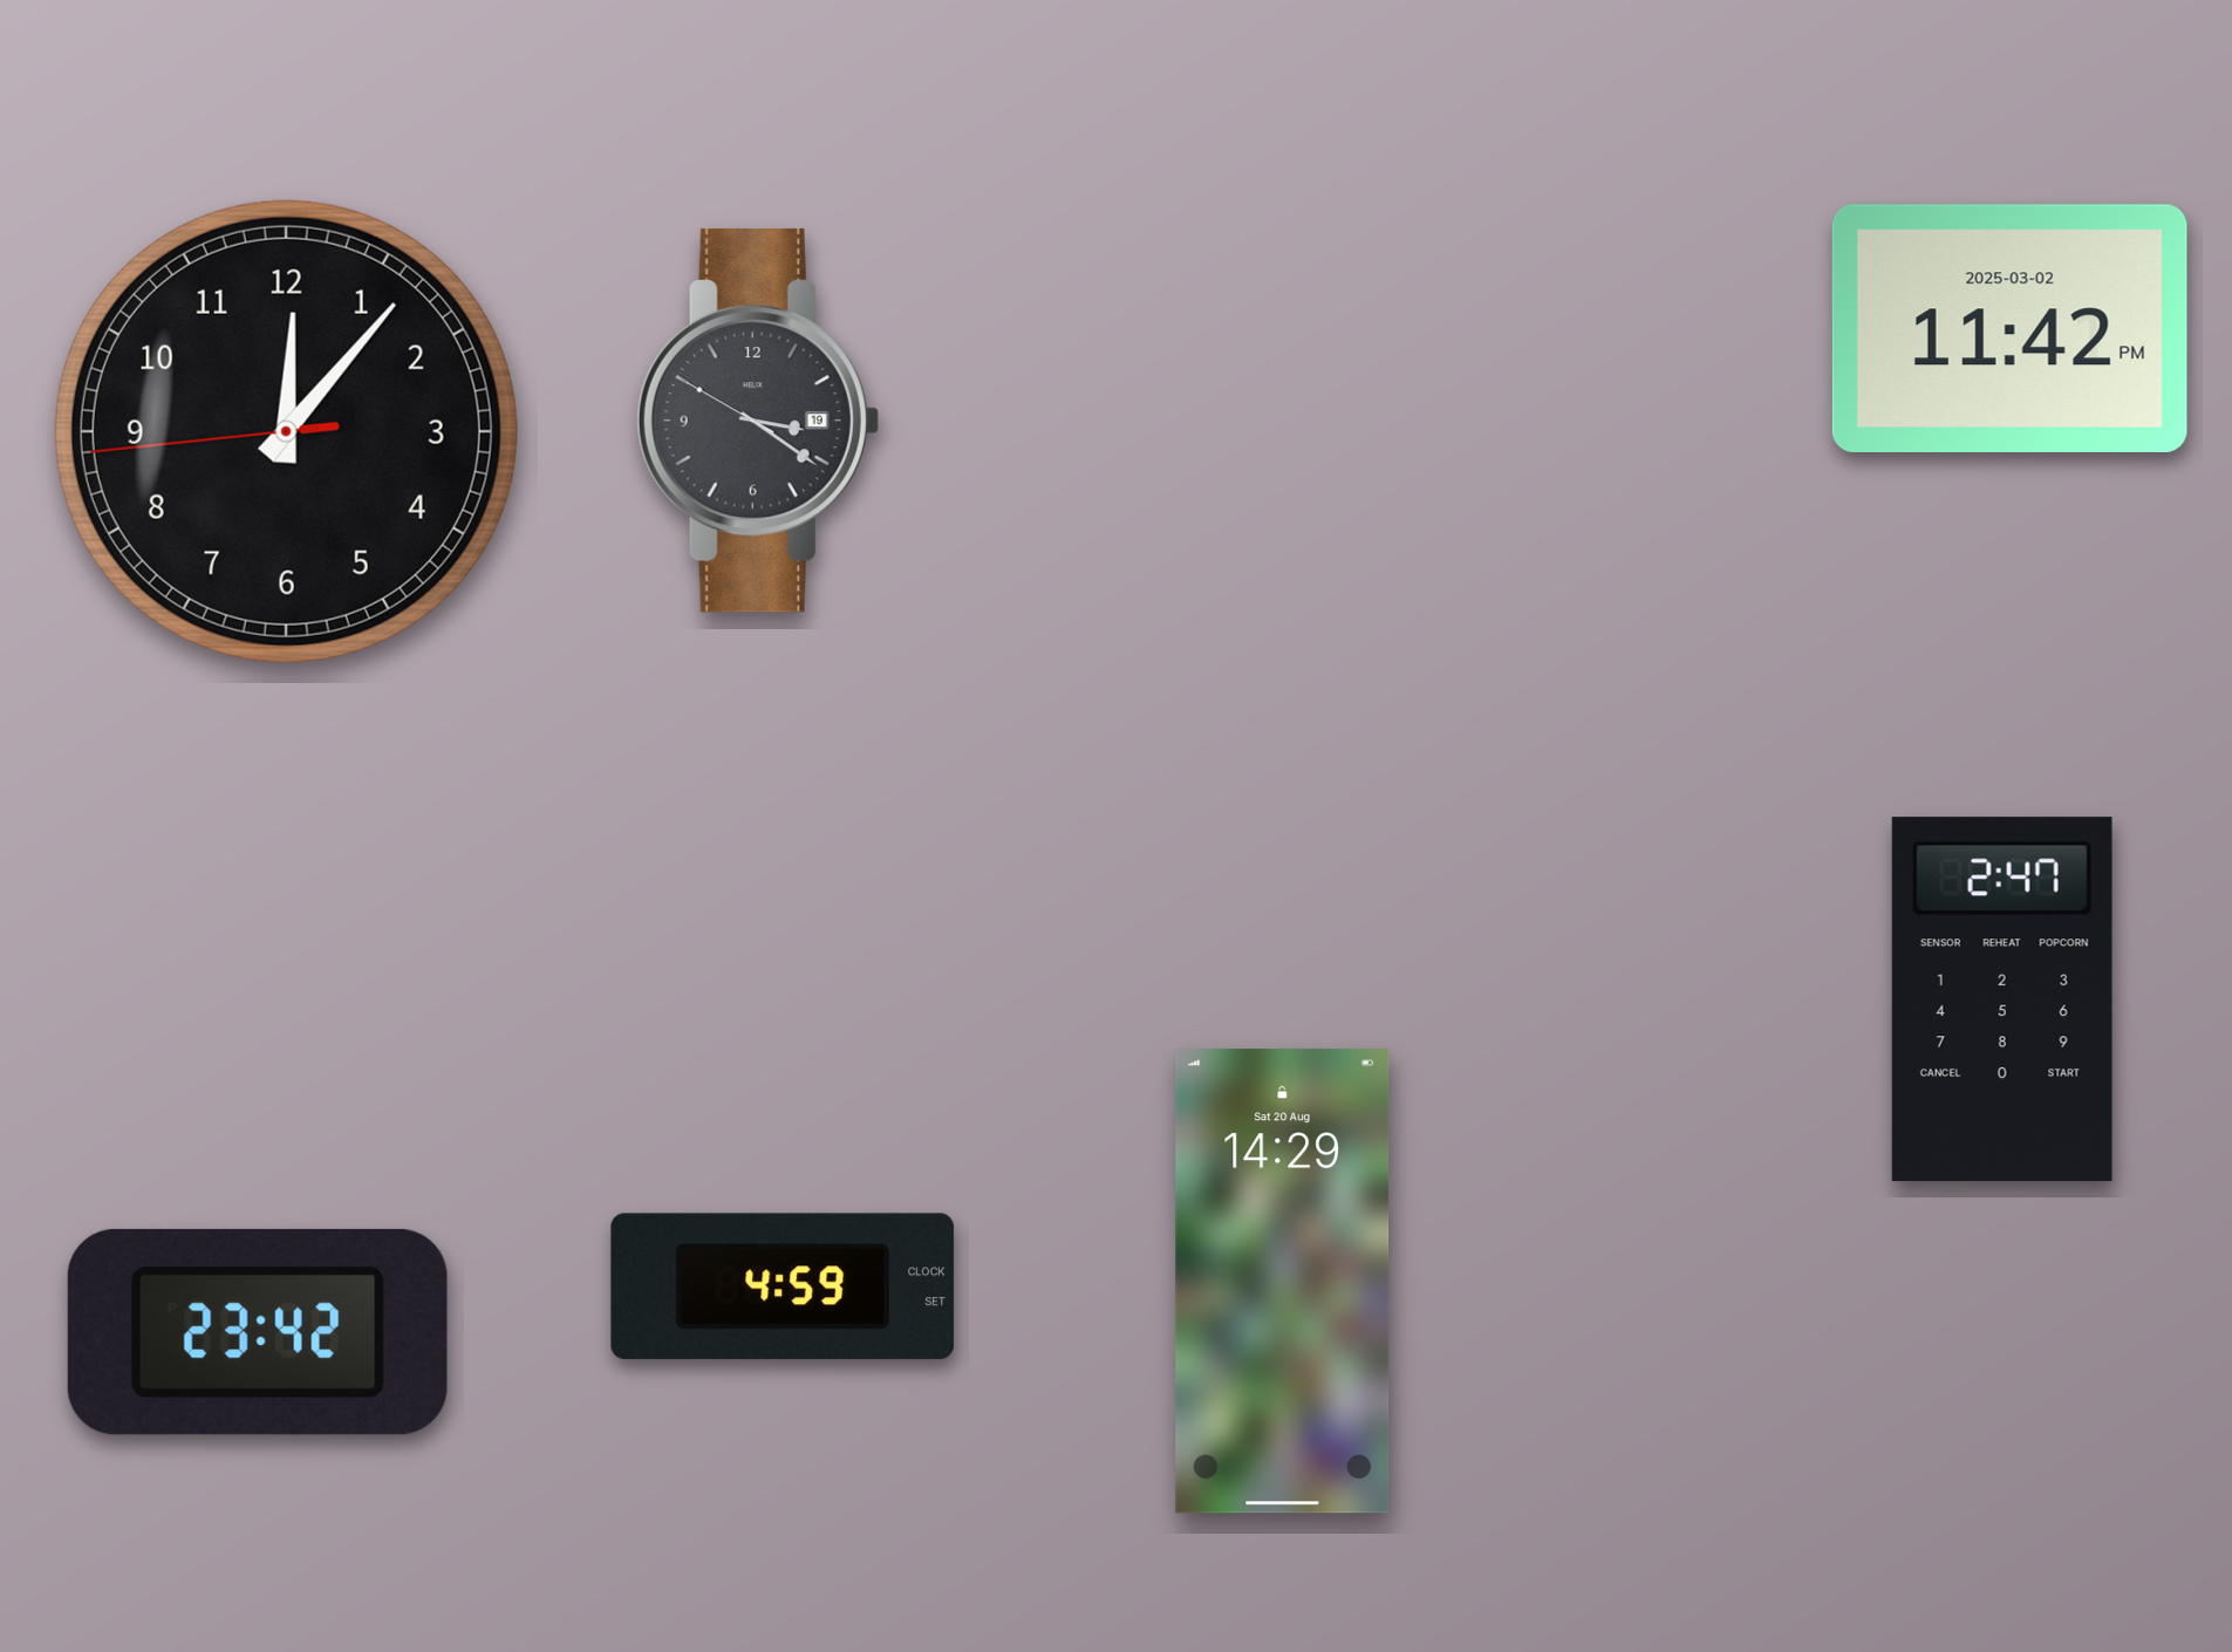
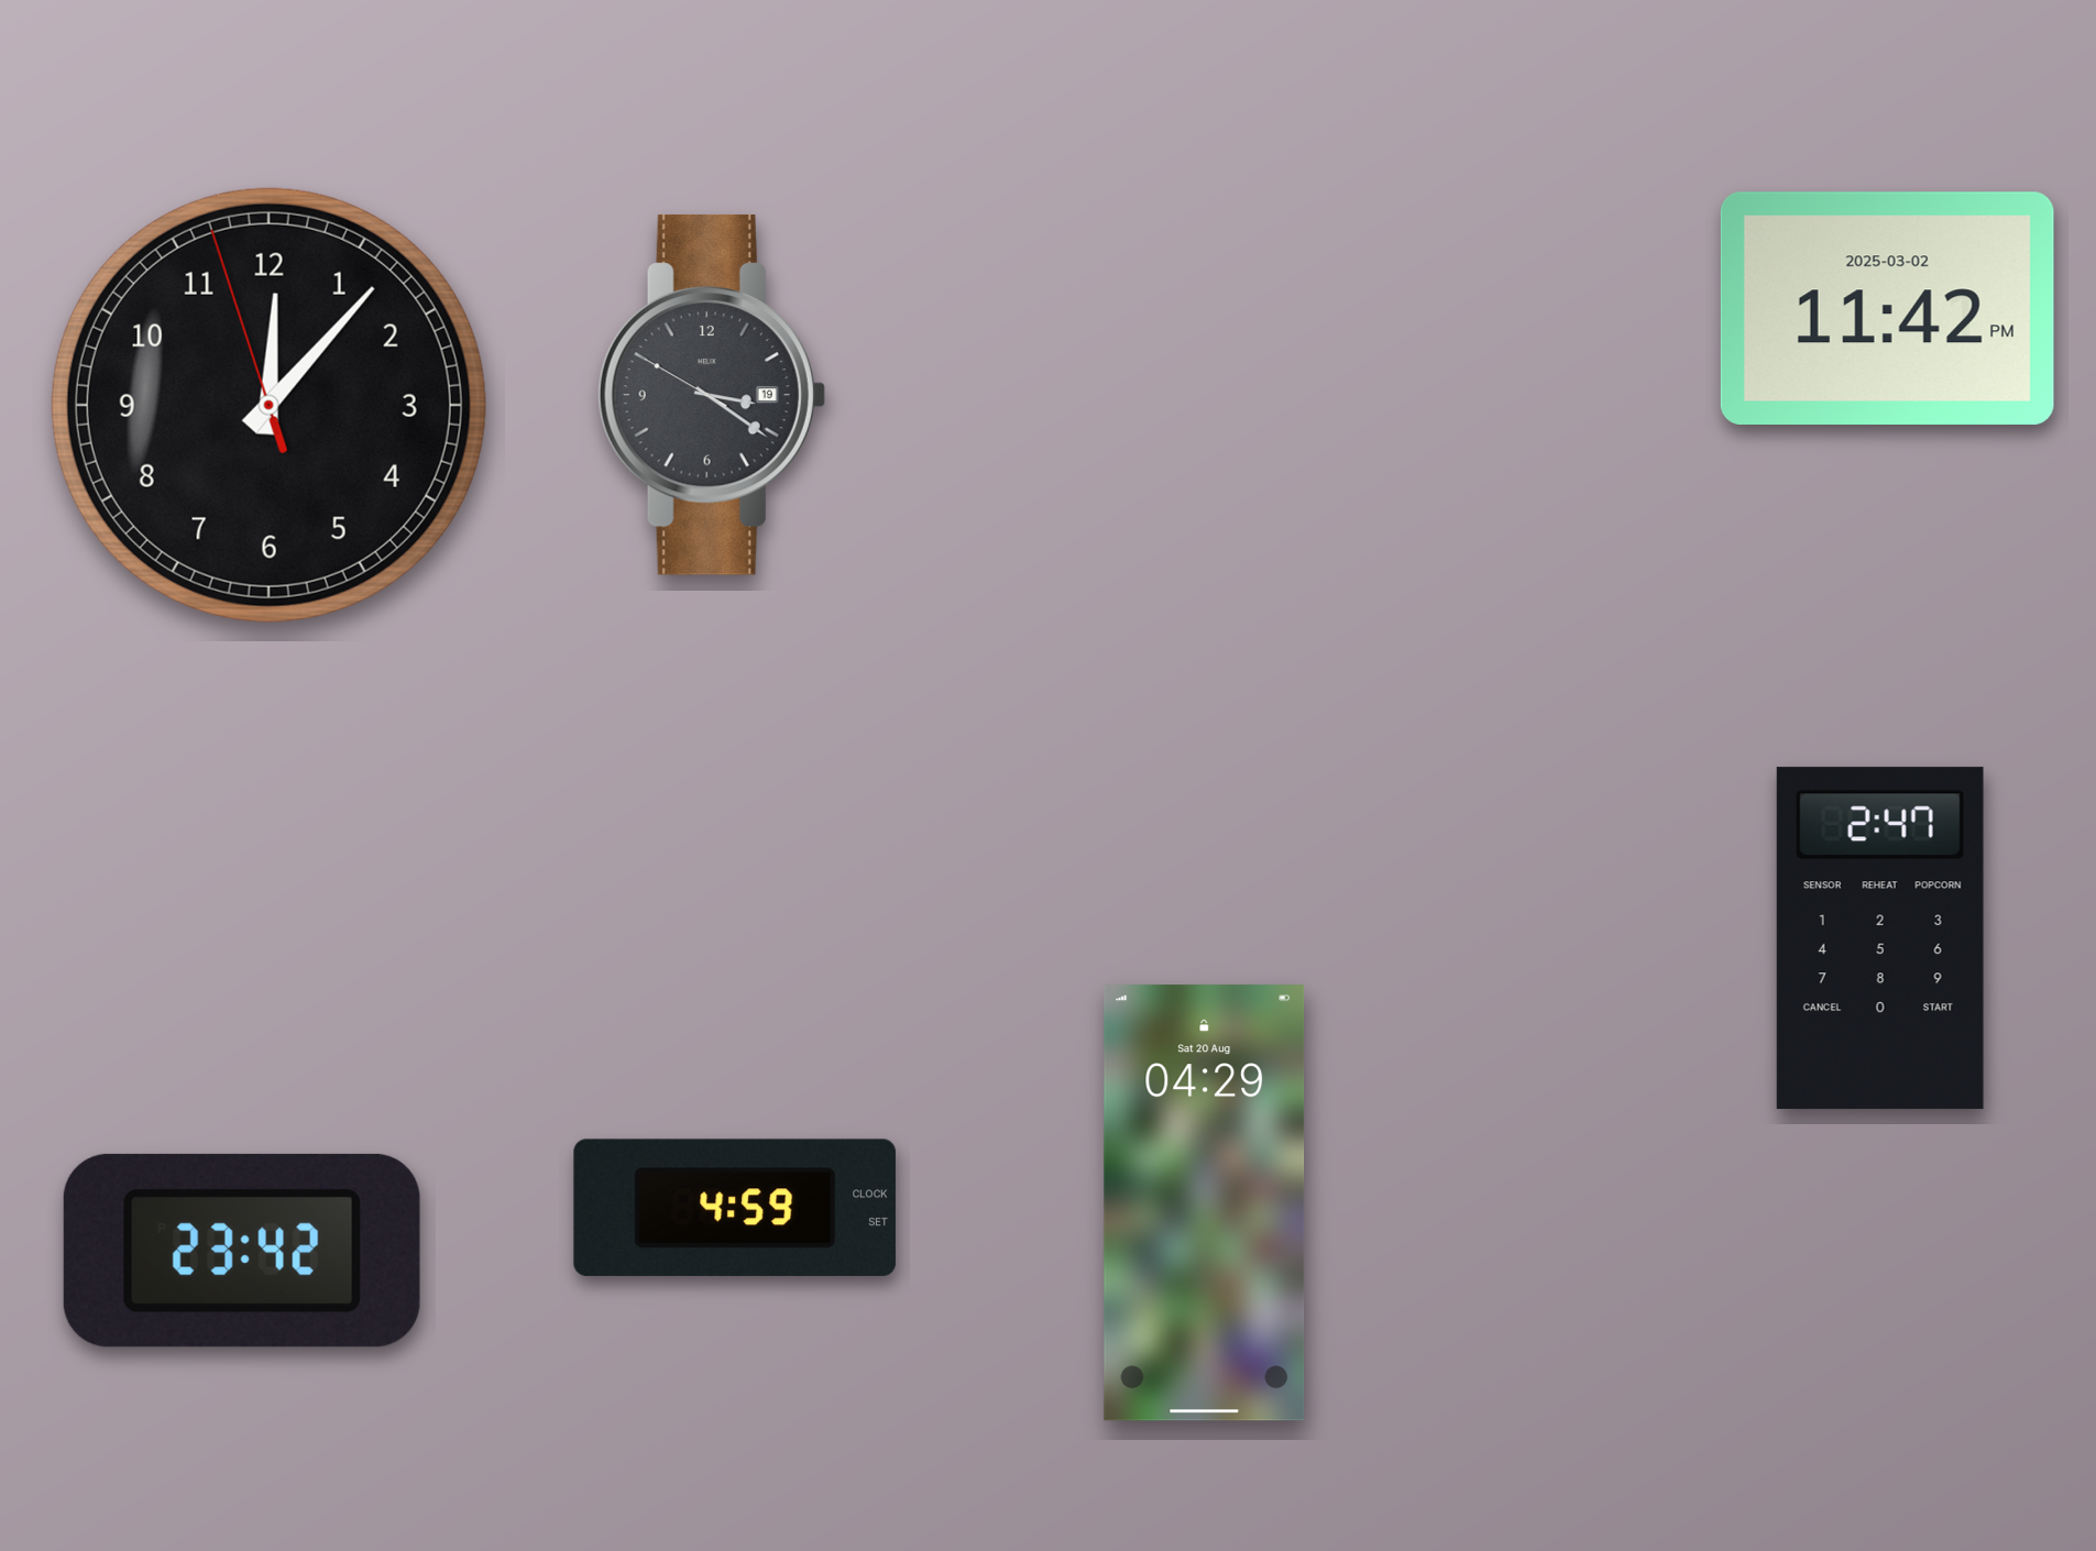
clock at (286, 431): 12:06:44 -> 12:06:57
clock at (1283, 1282): 14:29 -> 04:29
